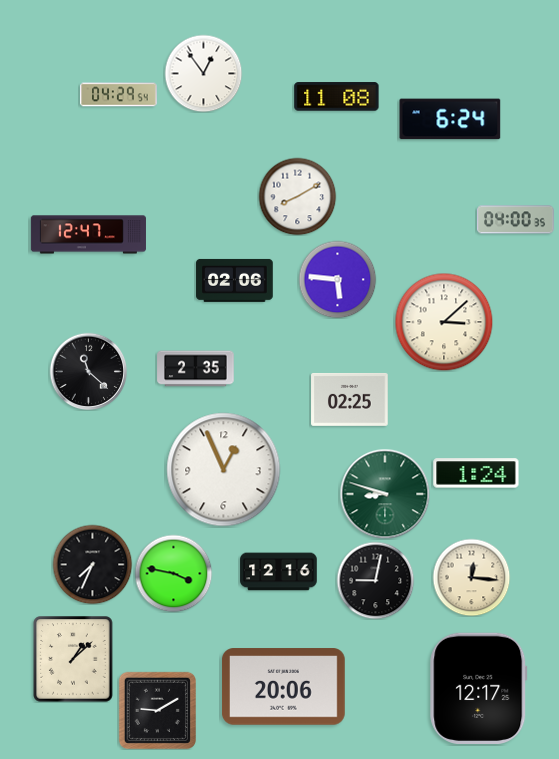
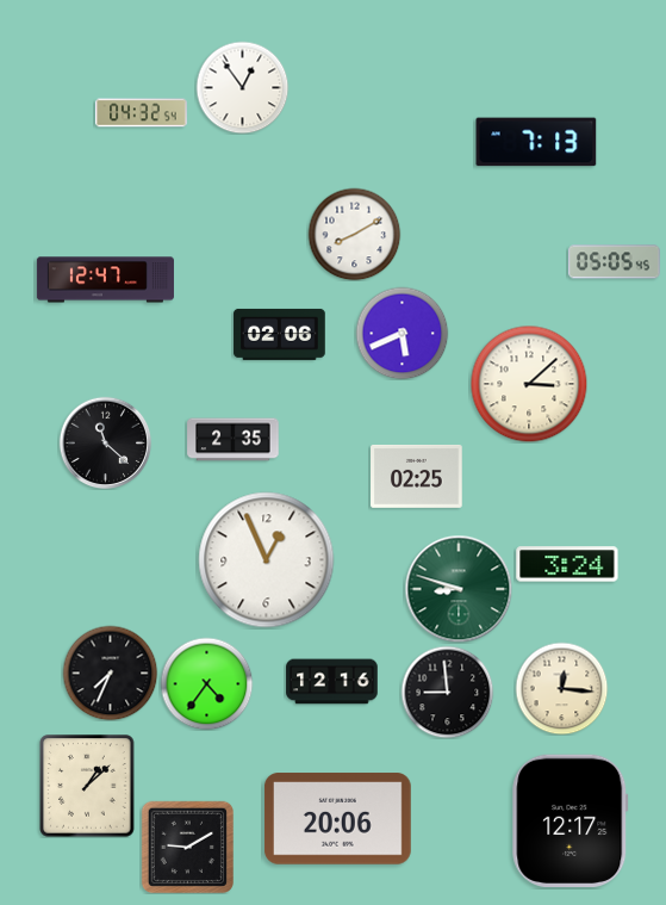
clock at (119, 95): 04:29 -> 04:32
clock at (337, 97): 11:08 -> none
clock at (450, 119): 6:24 -> 7:13
clock at (516, 220): 04:00 -> 05:05
clock at (337, 279): 5:46 -> 5:41
clock at (476, 473): 1:24 -> 3:24
clock at (173, 573): 3:47 -> 4:36
clock at (375, 580): 9:02 -> 8:59
